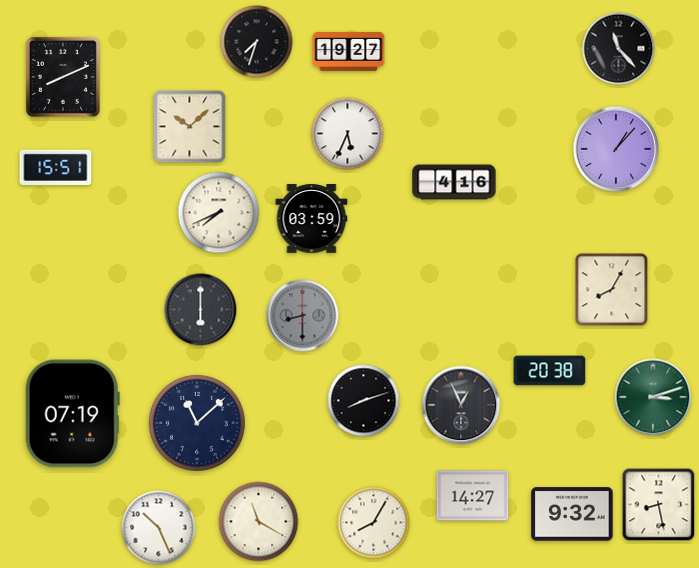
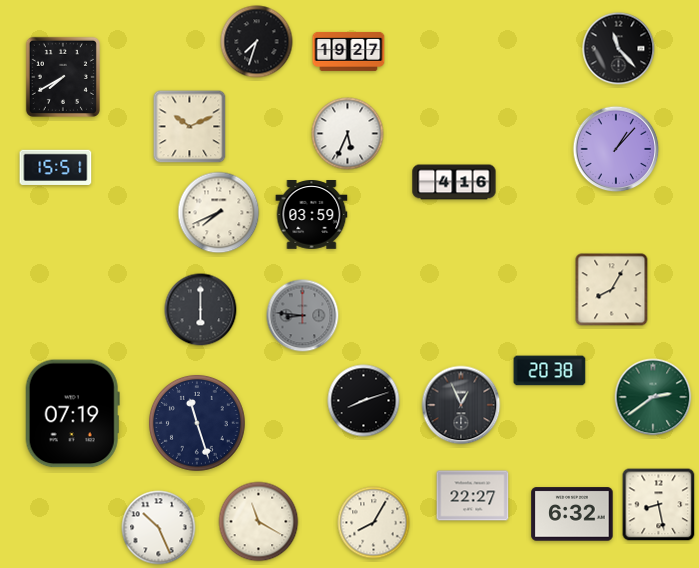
clock at (63, 77): 8:11 -> 7:40
clock at (190, 127): 10:08 -> 10:11
clock at (312, 219) position: (312, 219) -> (312, 215)
clock at (303, 316): 8:30 -> 8:46
clock at (653, 397): 3:12 -> 2:39
clock at (197, 423): 11:08 -> 11:27
clock at (473, 496): 14:27 -> 22:27
clock at (572, 514): 9:32 -> 6:32
